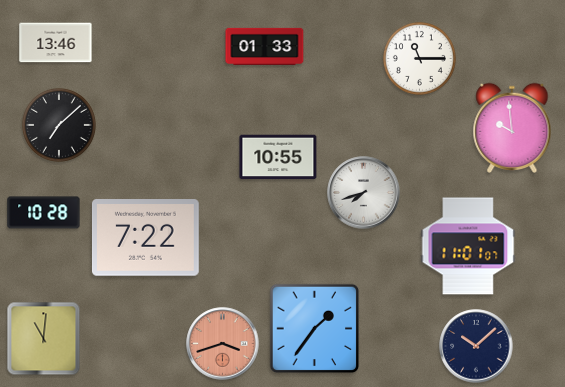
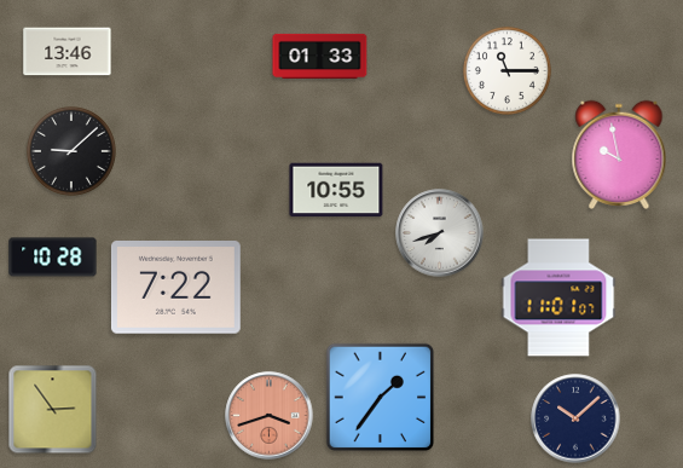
clock at (59, 125): 7:08 -> 9:08
clock at (512, 128): 9:59 -> 9:58
clock at (468, 246) position: (468, 246) -> (558, 297)
clock at (44, 339): 11:01 -> 2:54
